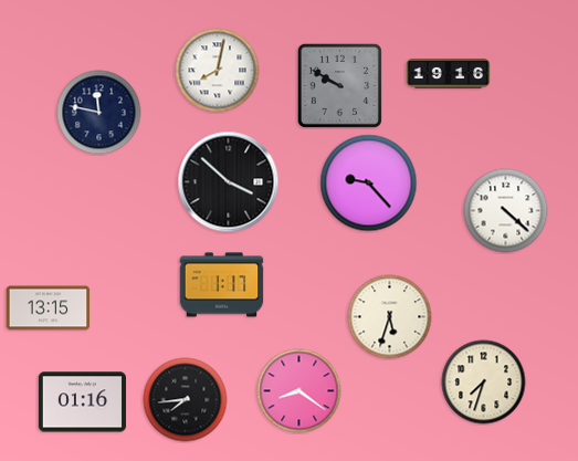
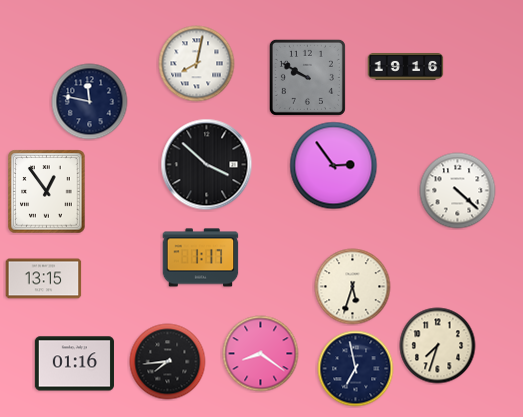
clock at (369, 184): 9:23 -> 2:54
clock at (47, 192): none -> 12:54
clock at (299, 391) position: (299, 391) -> (261, 354)
clock at (356, 369): none -> 6:58
